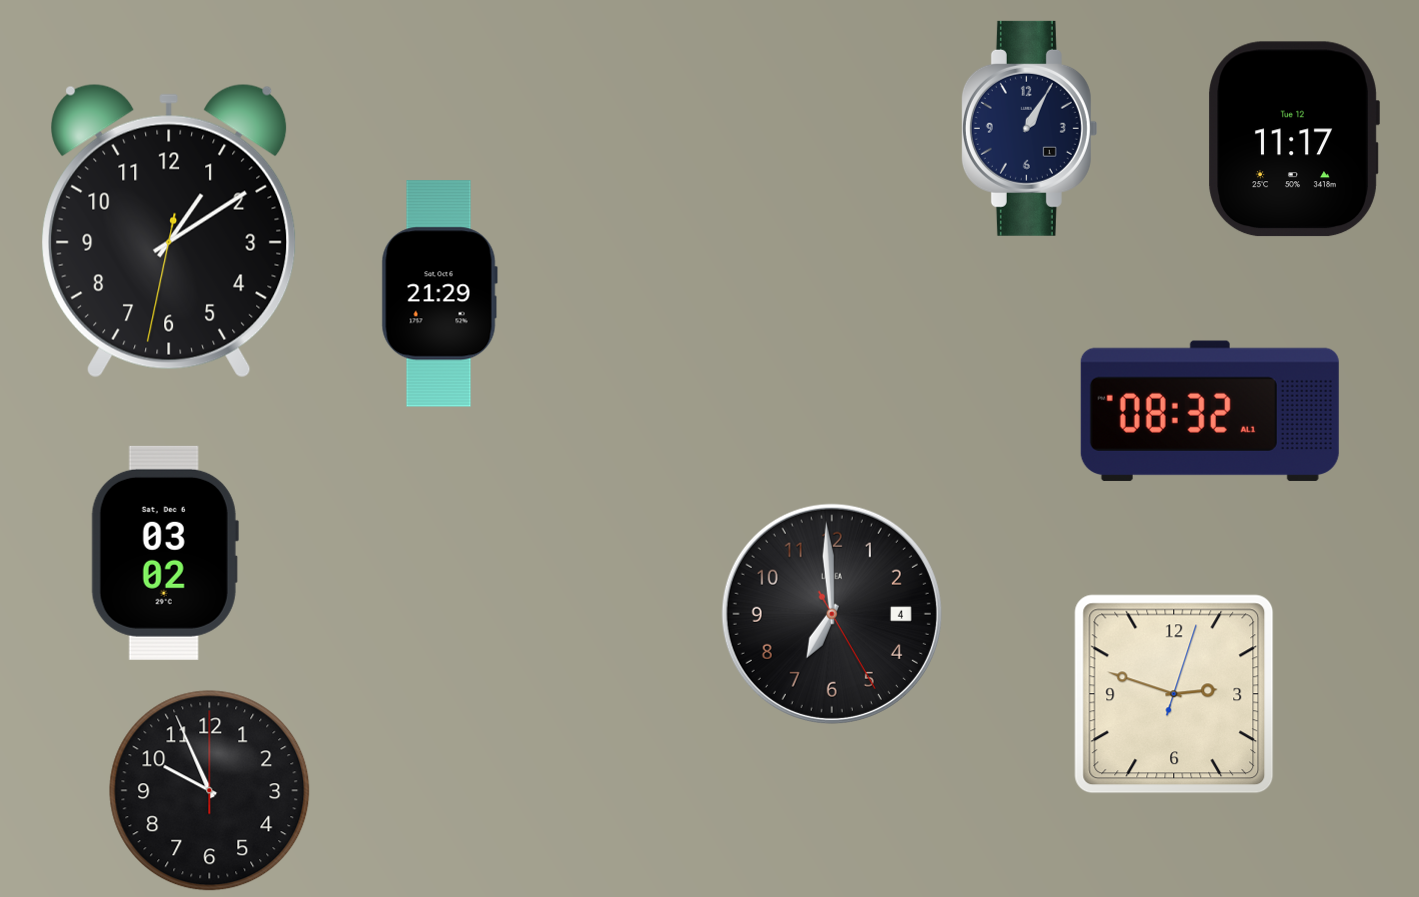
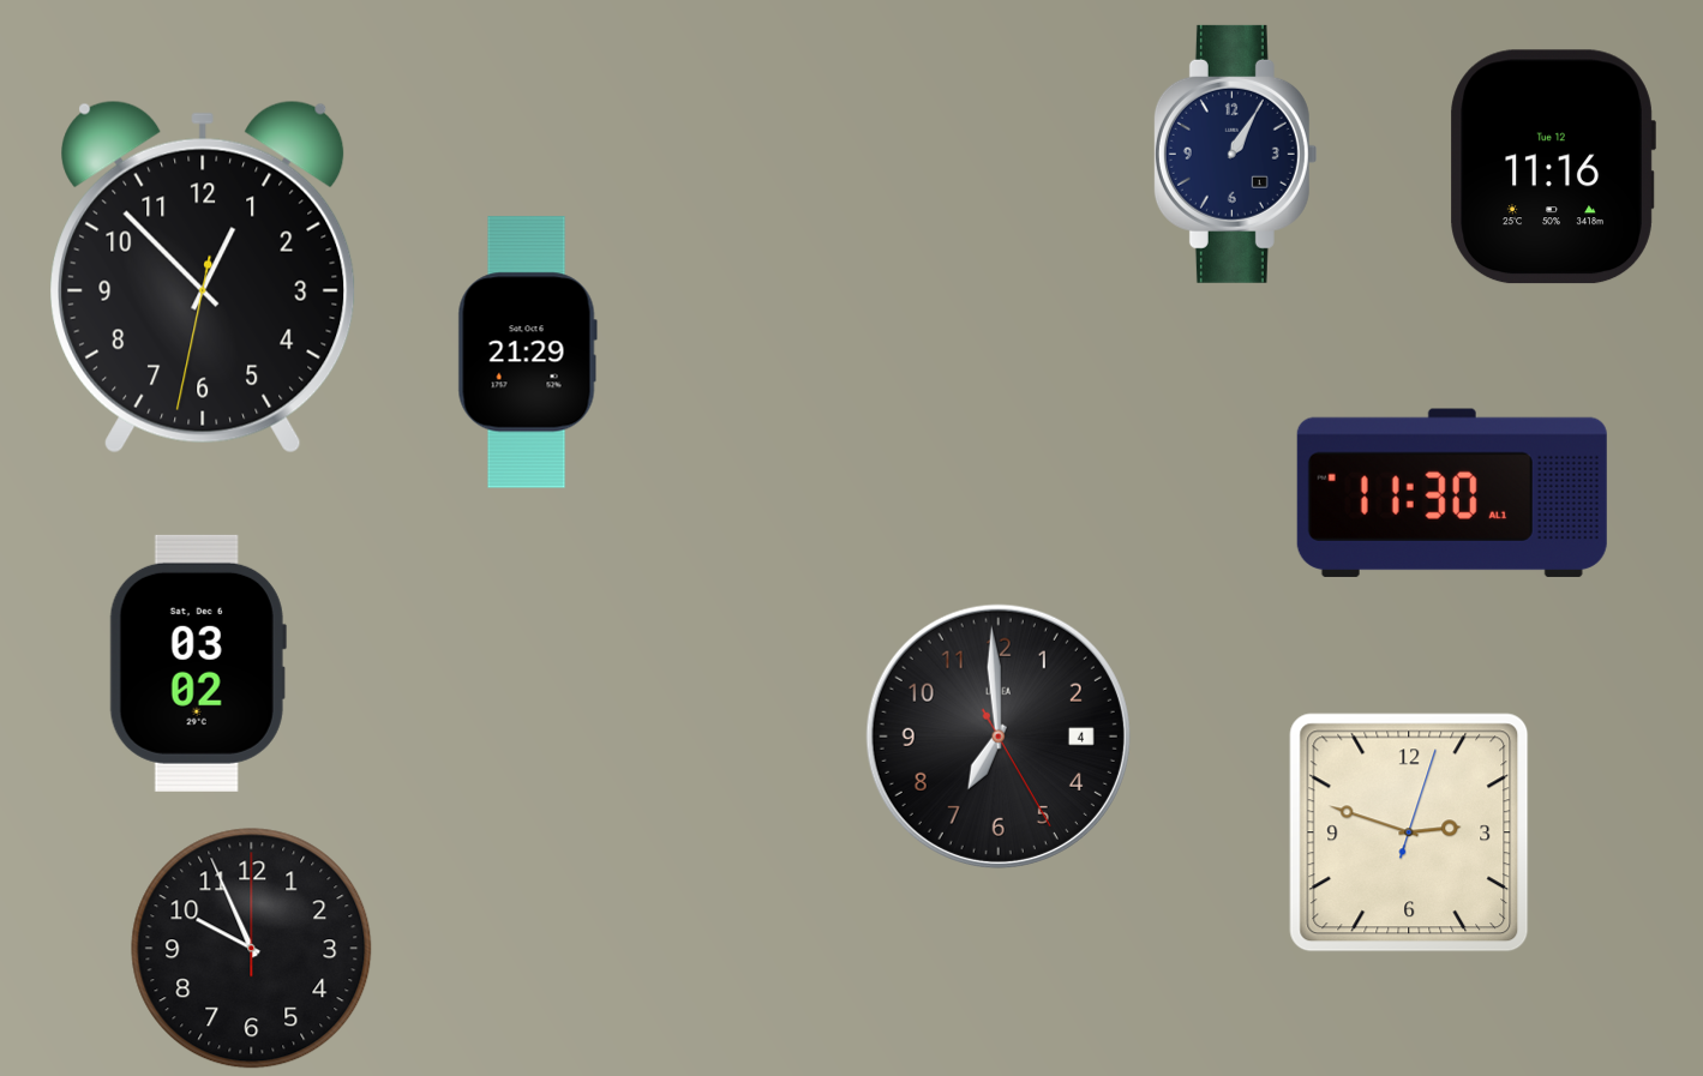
clock at (1294, 139): 11:17 -> 11:16
clock at (169, 231): 1:09 -> 12:52
clock at (1210, 411): 08:32 -> 11:30
